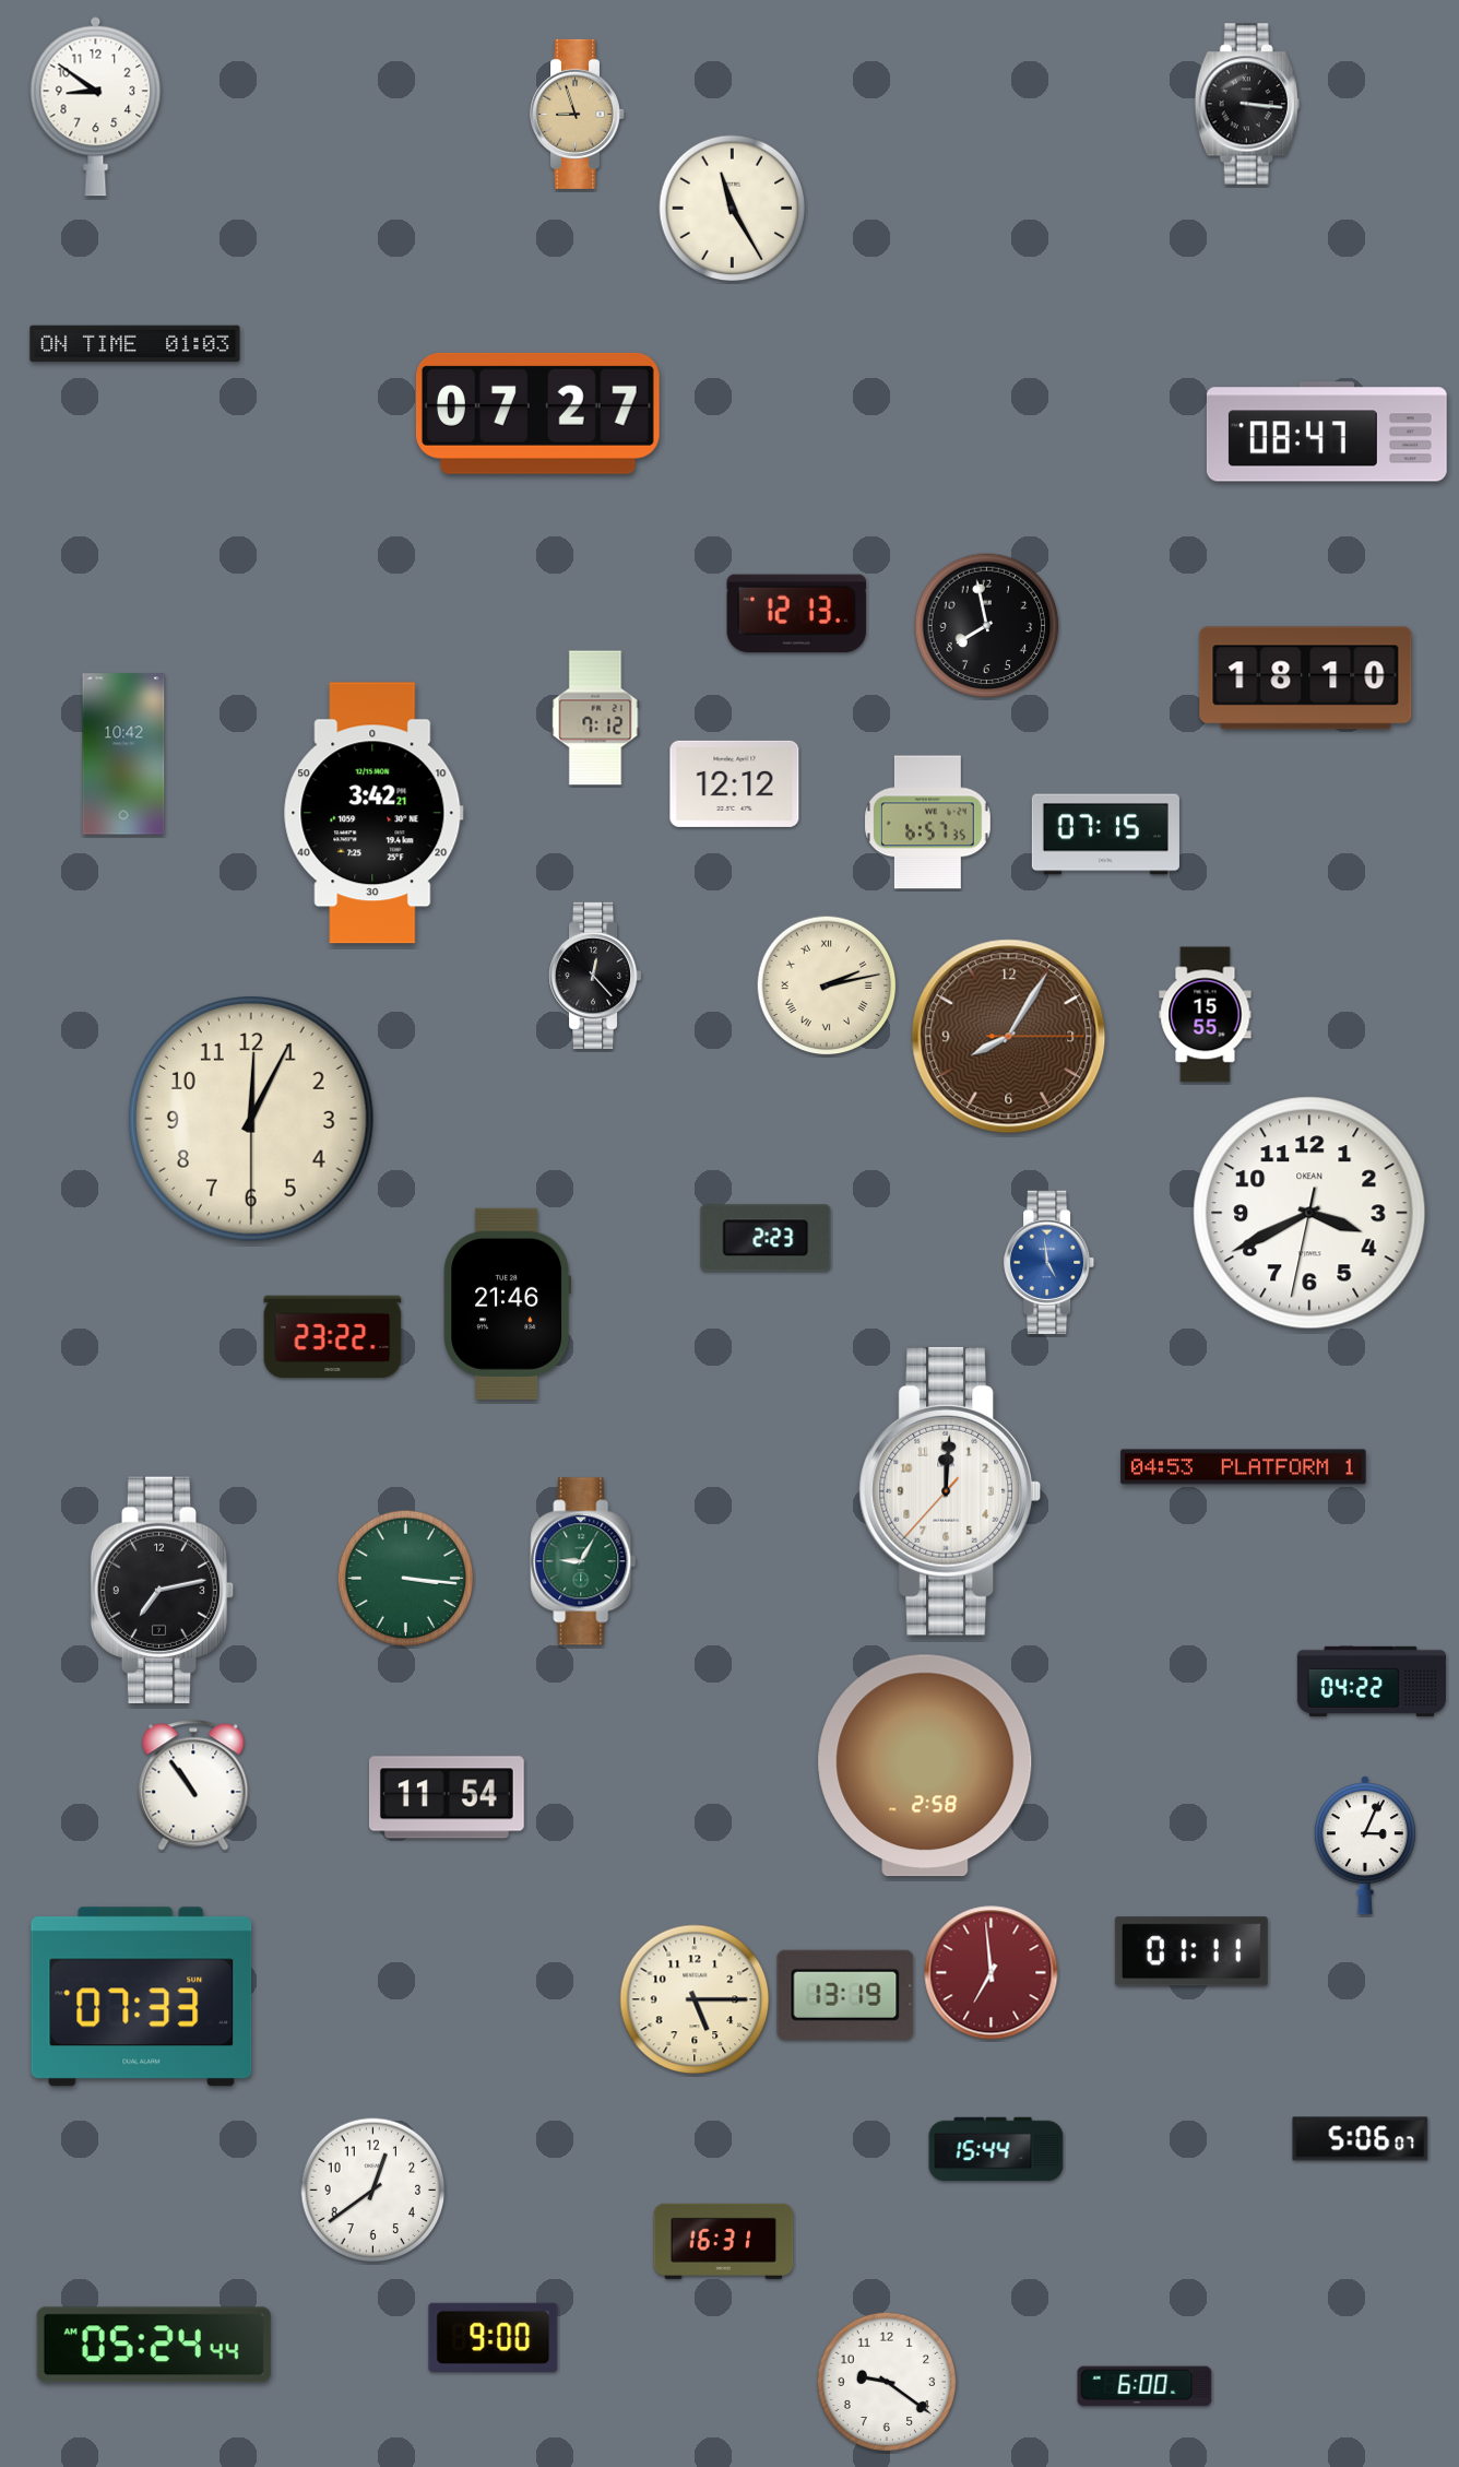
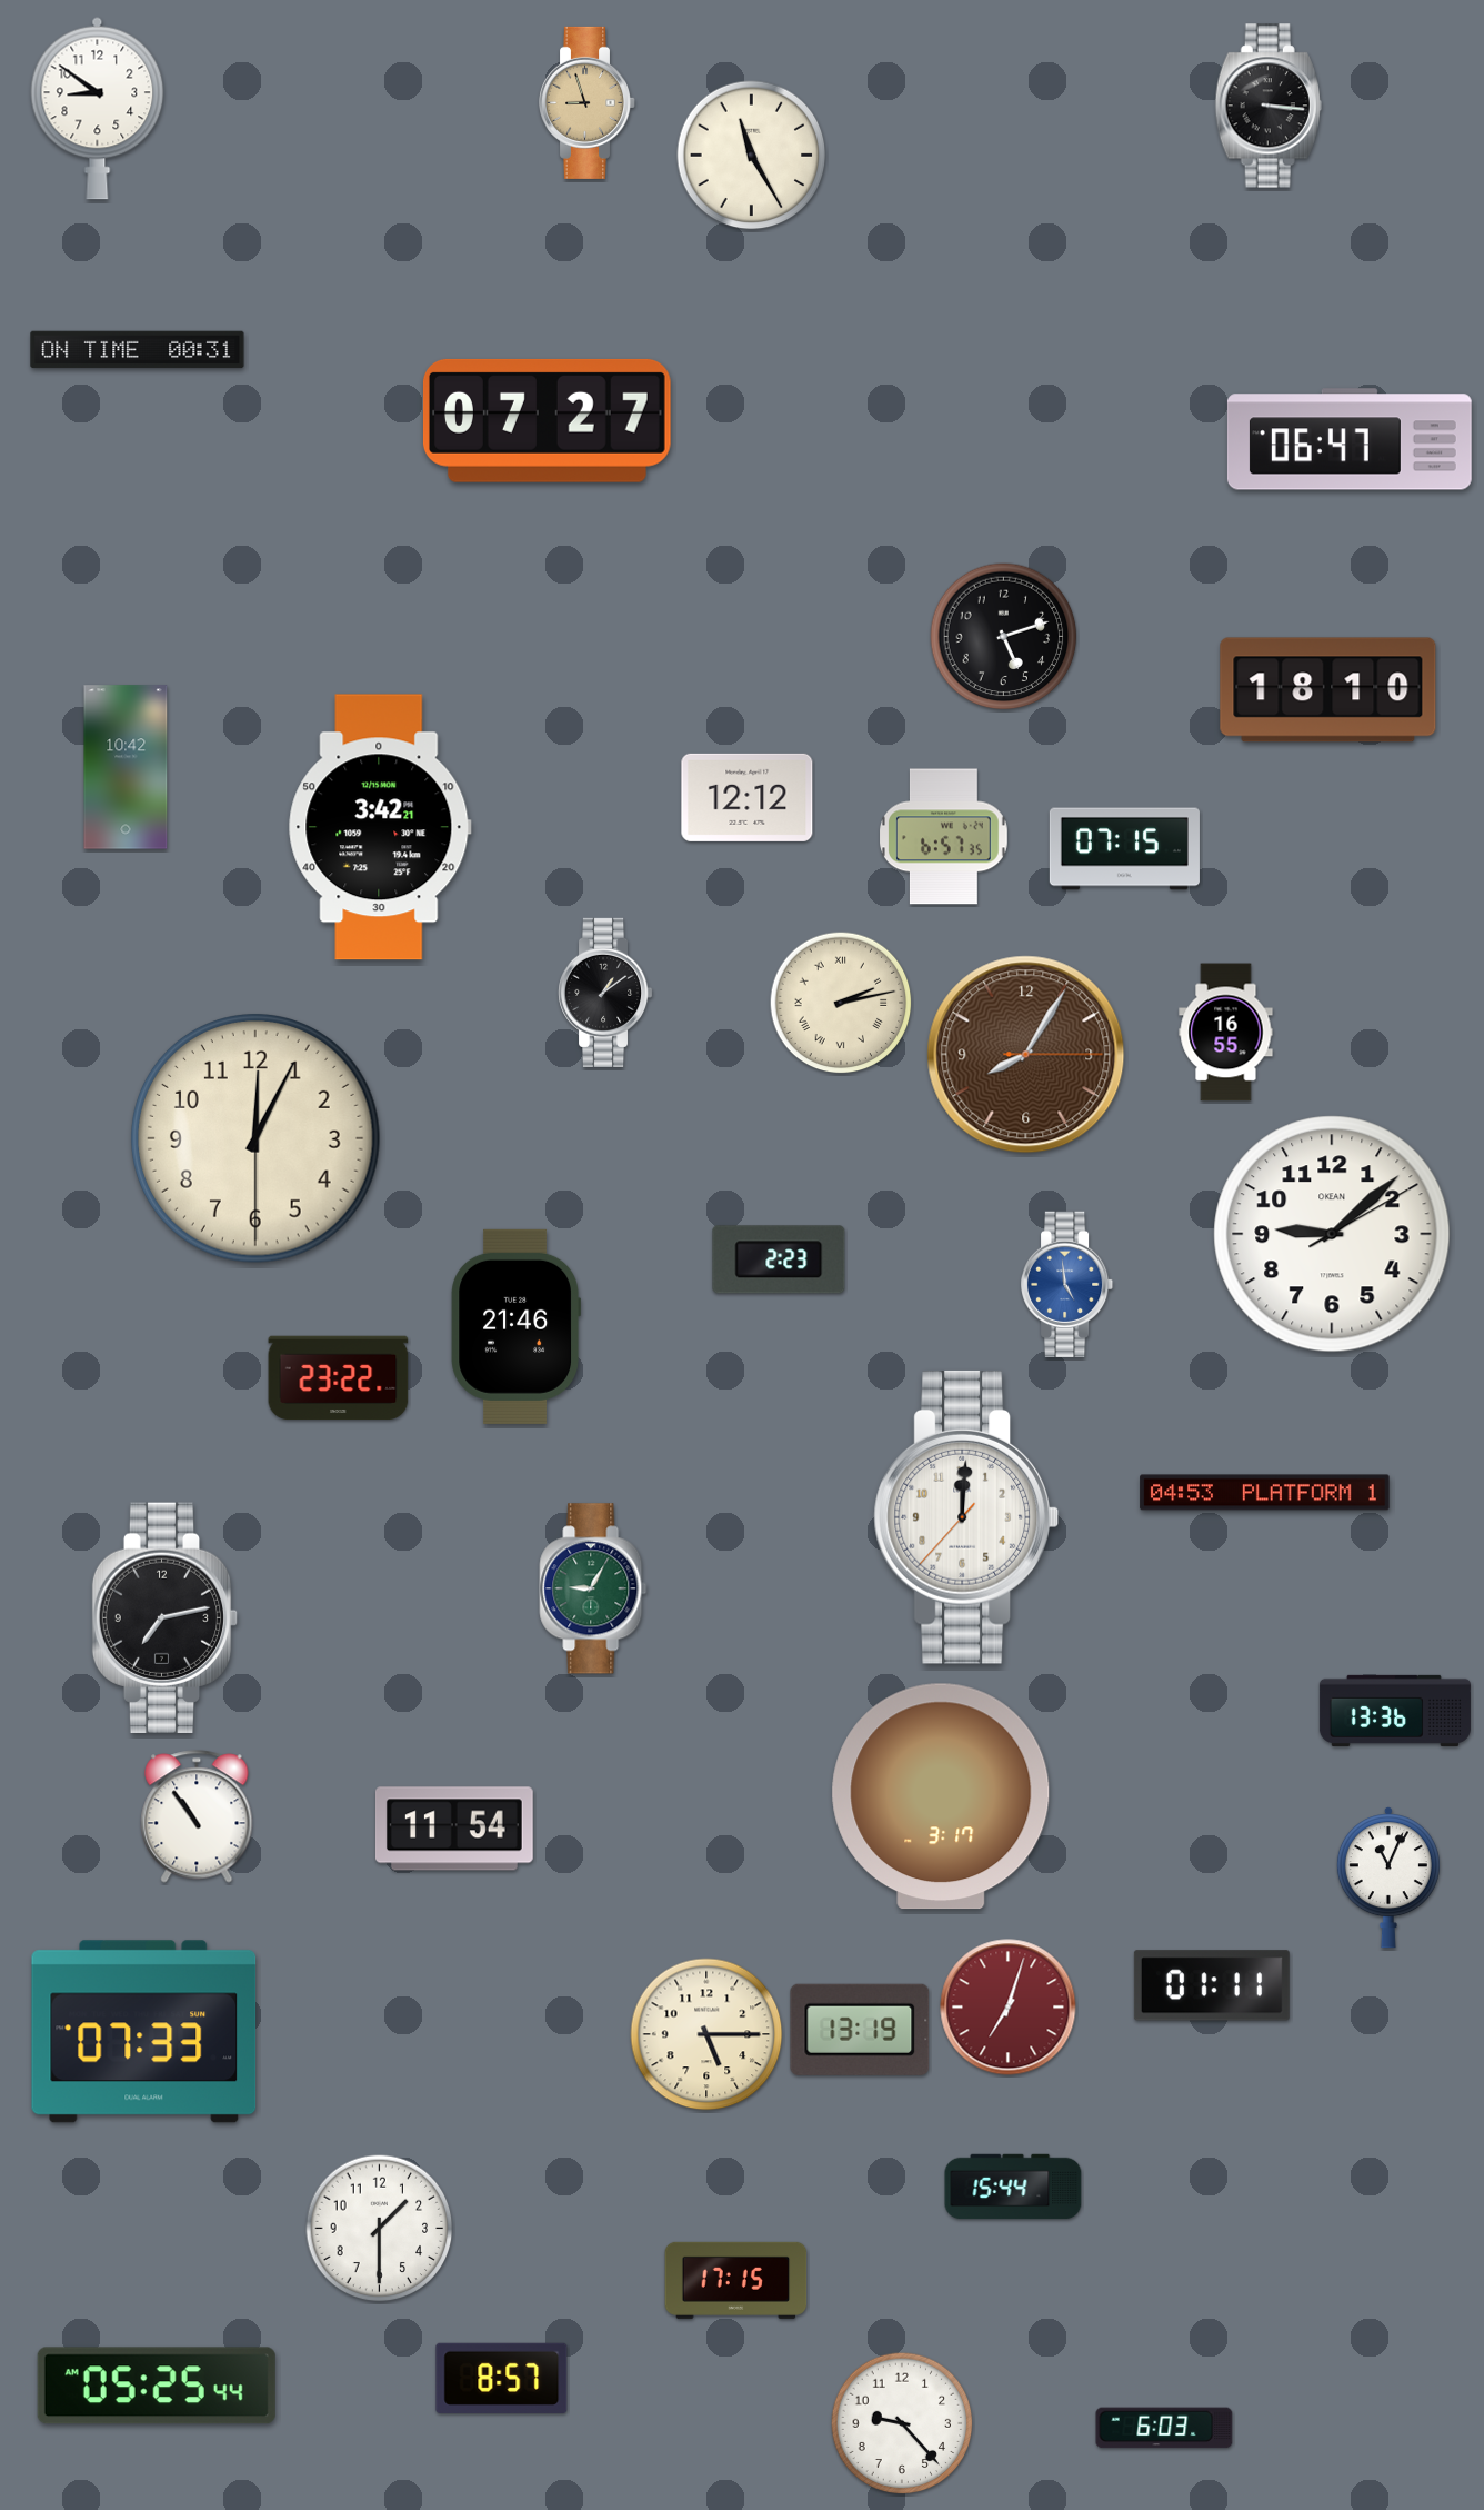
clock at (578, 114) position: (578, 114) -> (588, 102)
clock at (733, 209) position: (733, 209) -> (752, 156)
clock at (135, 344): 01:03 -> 00:31
clock at (1327, 432): 08:47 -> 06:47
clock at (797, 614): 12:13 -> none
clock at (987, 626): 7:58 -> 5:12
clock at (595, 718): 7:12 -> none
clock at (596, 976): 12:23 -> 1:09
clock at (1206, 1015): 15:55 -> 16:55
clock at (1309, 1213): 3:40 -> 9:08
clock at (333, 1337) position: (333, 1337) -> (339, 1378)
clock at (406, 1579): 3:16 -> none
clock at (1372, 1681): 04:22 -> 13:36
clock at (925, 1766): 2:58 -> 3:17
clock at (1365, 1845): 3:04 -> 11:04
clock at (992, 1973): 6:59 -> 7:03
clock at (1361, 2139): 5:06 -> none
clock at (373, 2191): 12:39 -> 1:30
clock at (724, 2241): 16:31 -> 17:15
clock at (494, 2337): 9:00 -> 8:57
clock at (154, 2345): 05:24 -> 05:25
clock at (887, 2382): 9:21 -> 9:23
clock at (1144, 2386): 6:00 -> 6:03
